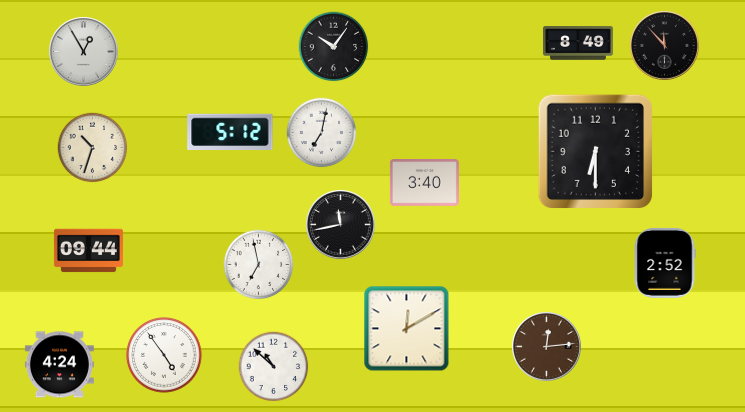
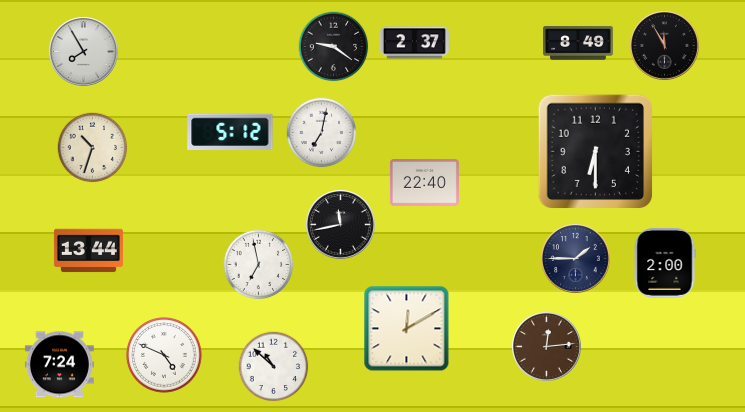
clock at (414, 43): none -> 2:37
clock at (665, 46): 11:53 -> 11:55
clock at (334, 47): 10:06 -> 9:21
clock at (84, 52): 12:55 -> 7:55
clock at (424, 183): 3:40 -> 22:40
clock at (88, 251): 09:44 -> 13:44
clock at (576, 259): none -> 1:45
clock at (665, 263): 2:52 -> 2:00
clock at (164, 355): 4:54 -> 4:49
clock at (59, 365): 4:24 -> 7:24
